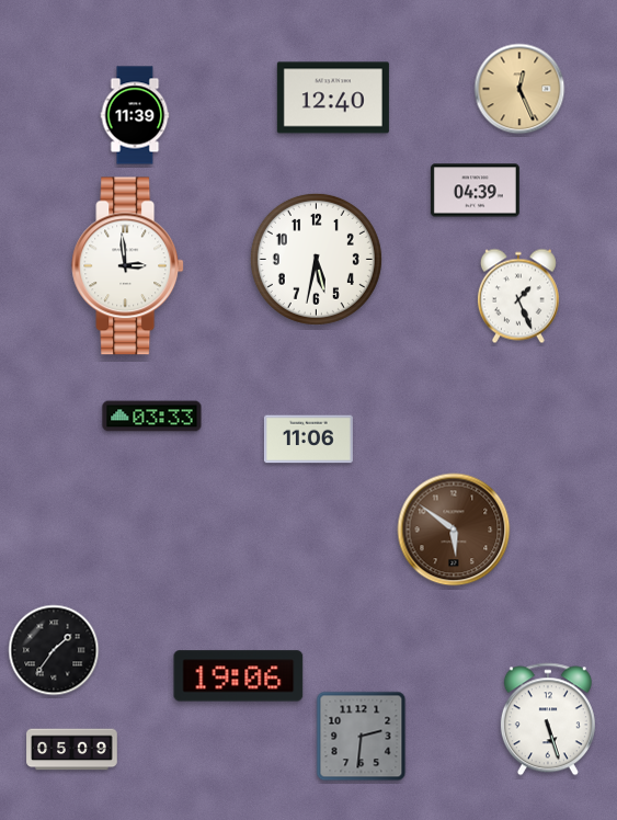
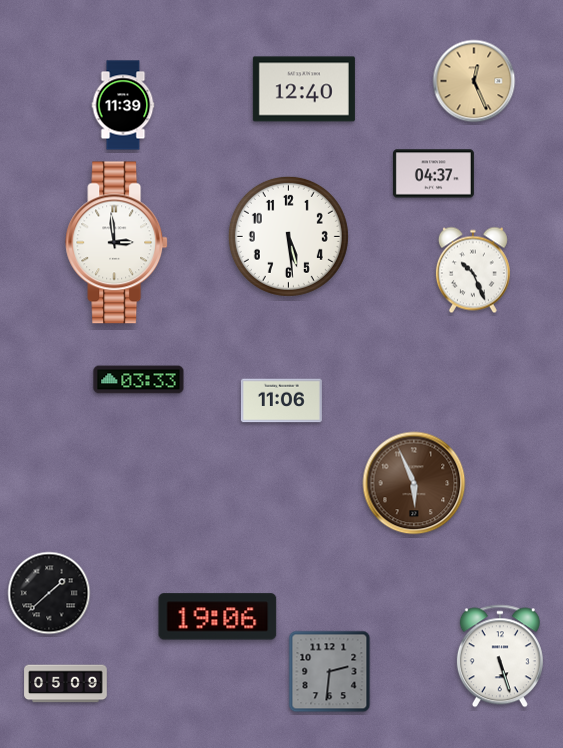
clock at (475, 191): 04:39 -> 04:37
clock at (316, 259): 5:32 -> 5:29
clock at (518, 296): 1:26 -> 10:26
clock at (454, 529): 5:51 -> 5:56
clock at (54, 650): 1:36 -> 1:38
